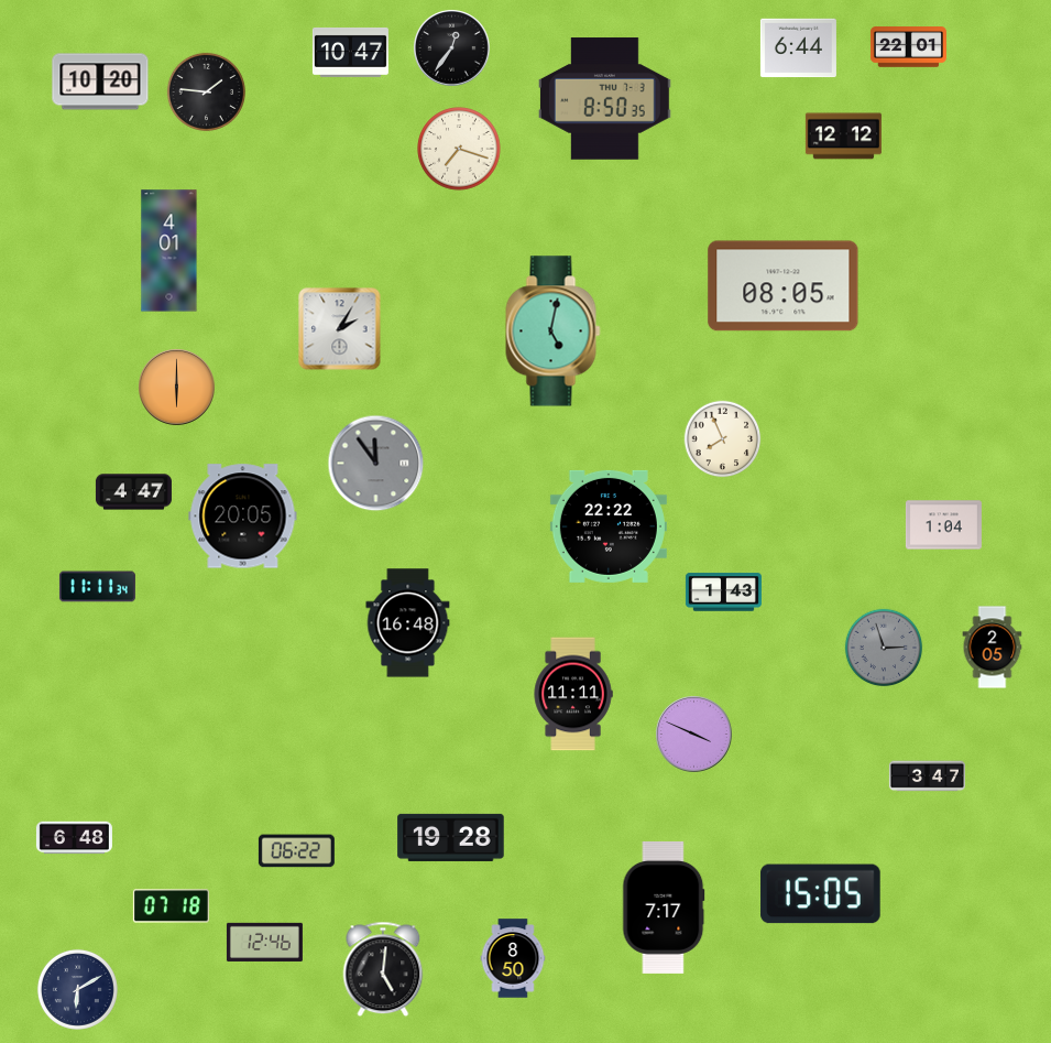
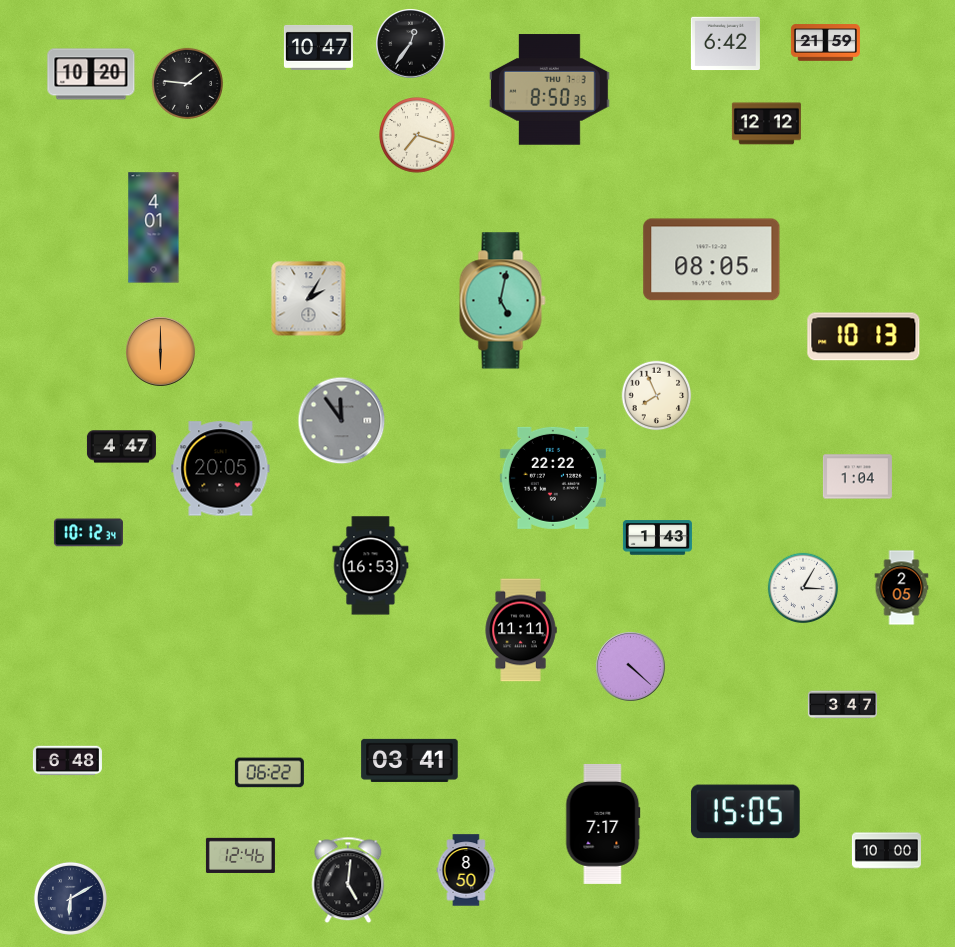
clock at (908, 47): 22:01 -> 21:59
clock at (798, 48): 6:44 -> 6:42
clock at (864, 337): none -> 10:13
clock at (723, 439) position: (723, 439) -> (657, 396)
clock at (97, 587): 11:11 -> 10:12
clock at (408, 623): 16:48 -> 16:53
clock at (884, 648): 2:57 -> 3:05
clock at (884, 648) dial: grey -> white
clock at (694, 735): 3:49 -> 4:22
clock at (451, 837): 19:28 -> 03:41
clock at (171, 906): 07:18 -> none
clock at (886, 851): none -> 10:00
